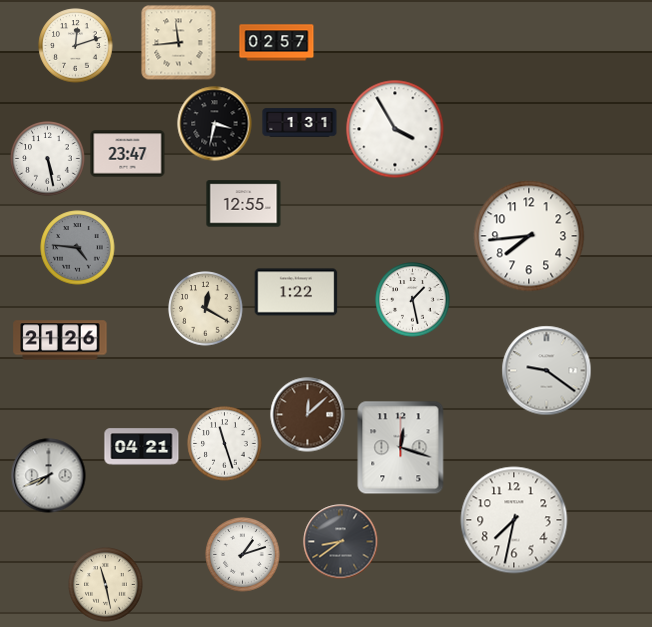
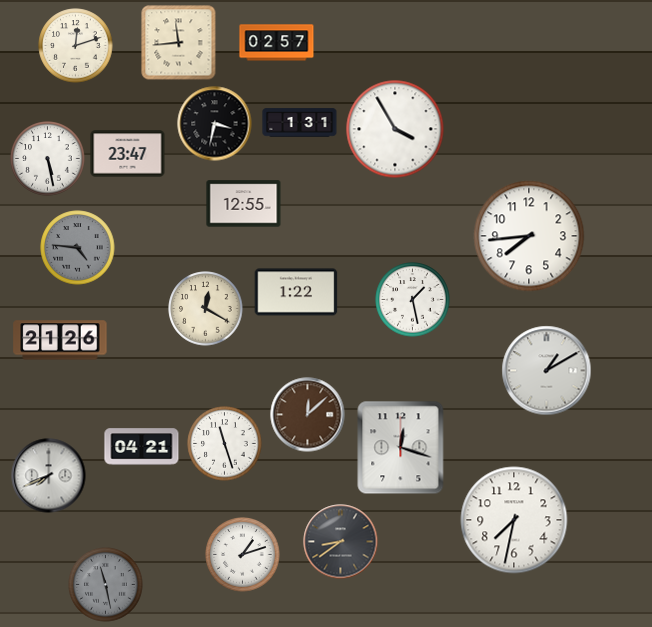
clock at (547, 371): 9:21 -> 1:10
clock at (106, 585) dial: cream -> grey
